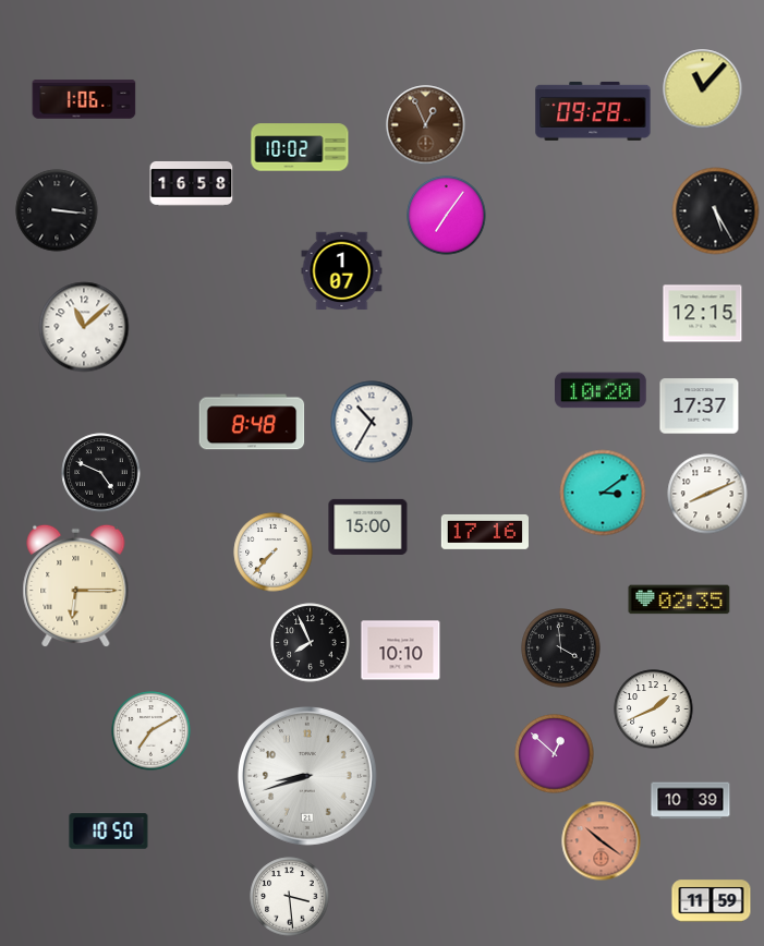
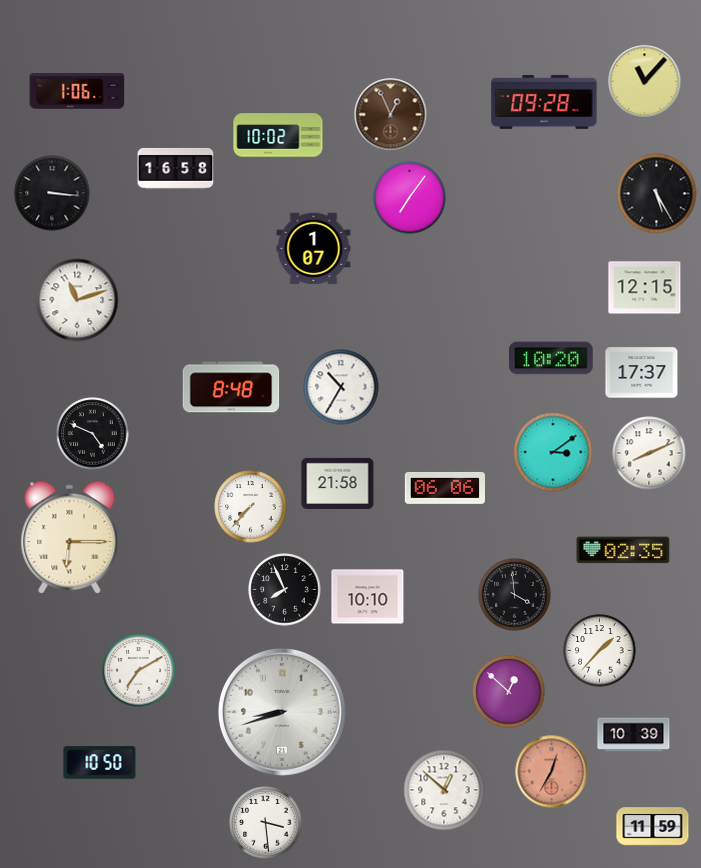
clock at (300, 147) position: (300, 147) -> (278, 135)
clock at (84, 327): 11:08 -> 11:12
clock at (368, 526): 15:00 -> 21:58
clock at (485, 532): 17:16 -> 06:06
clock at (654, 710): 1:41 -> 1:37
clock at (602, 841): 10:21 -> 12:35
clock at (444, 790): none -> 12:52
